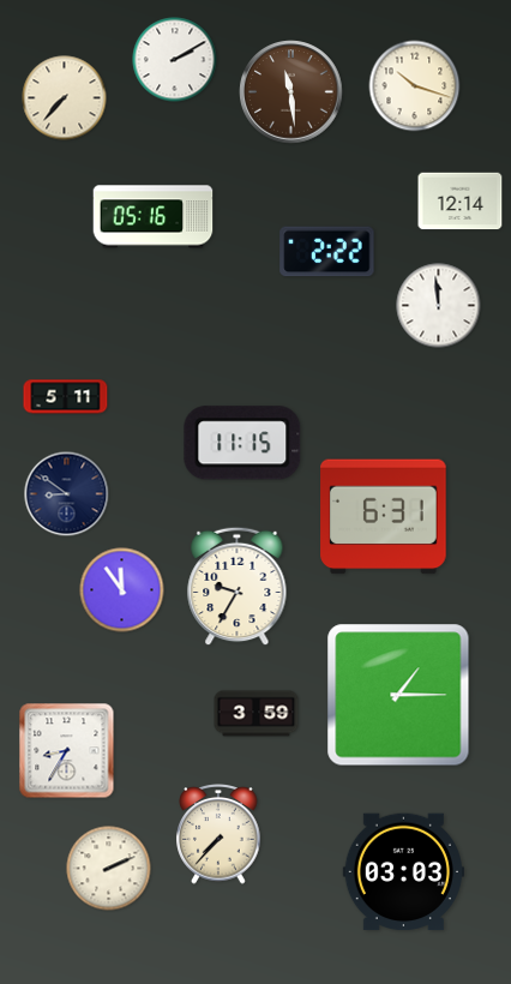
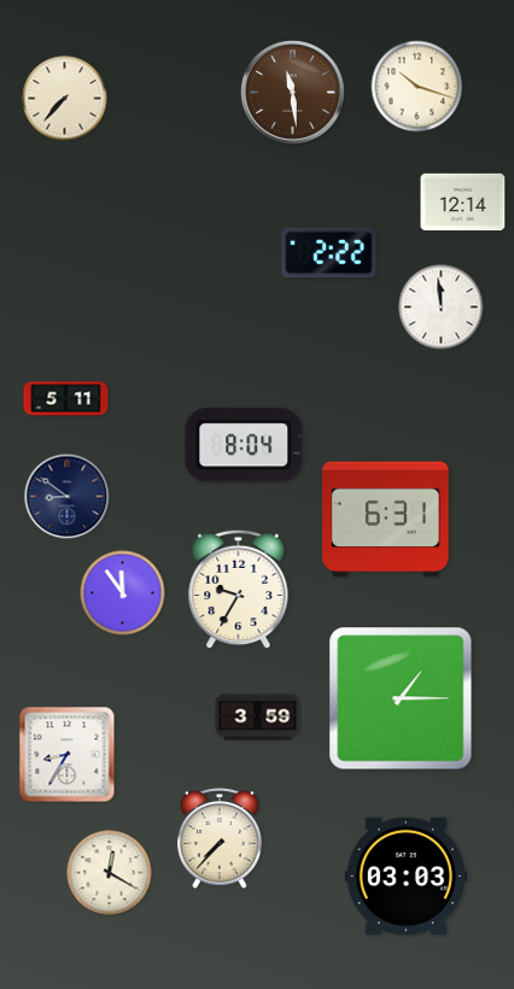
clock at (175, 60): 2:10 -> none
clock at (154, 217): 05:16 -> none
clock at (242, 443): 11:15 -> 8:04
clock at (109, 869): 2:11 -> 12:20
